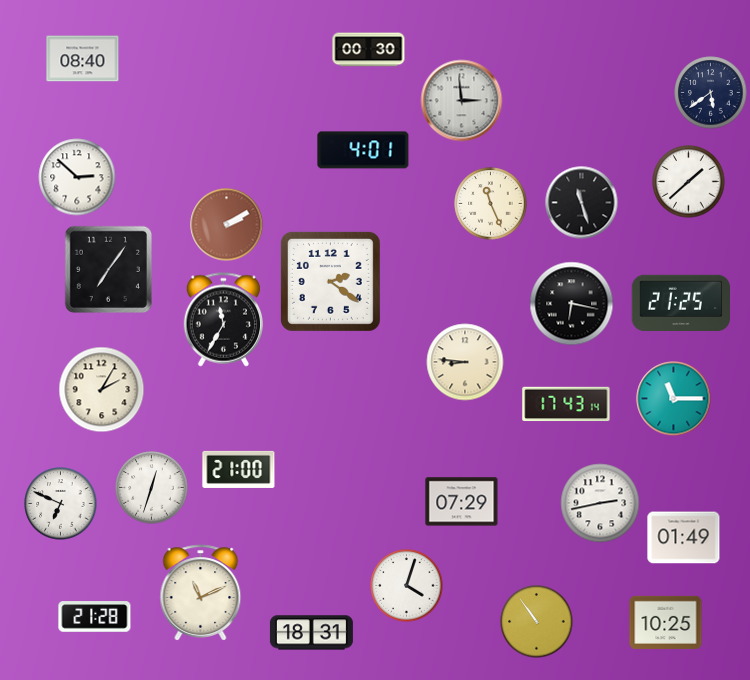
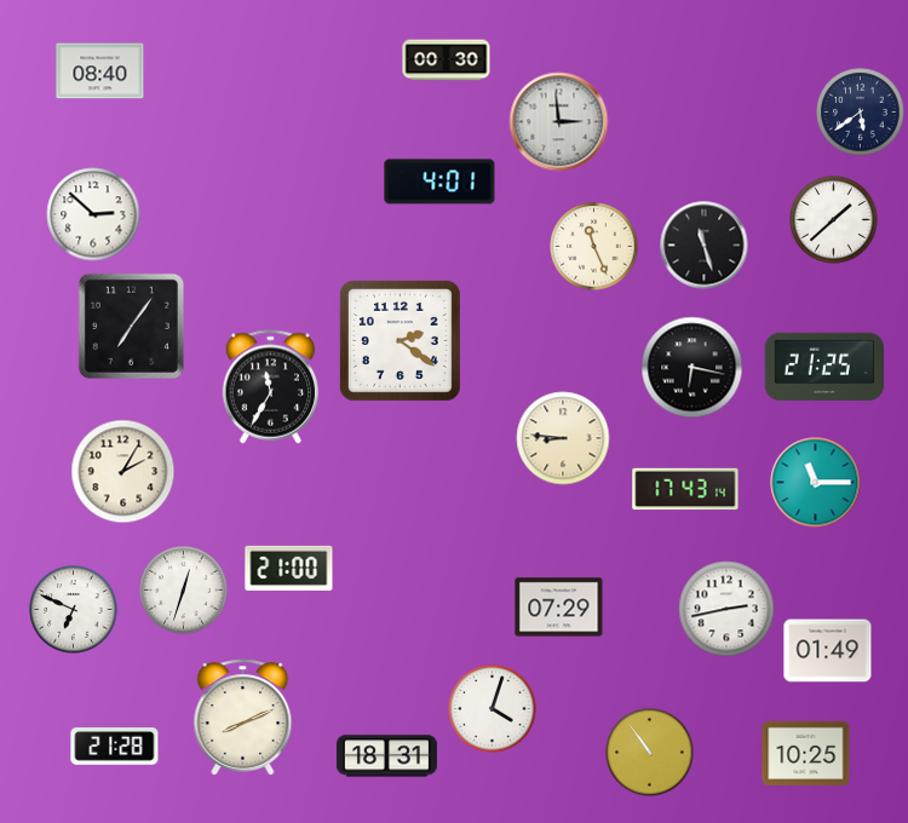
clock at (227, 225): 2:10 -> none
clock at (201, 593): 11:11 -> 8:11
clock at (311, 633) position: (311, 633) -> (386, 756)
